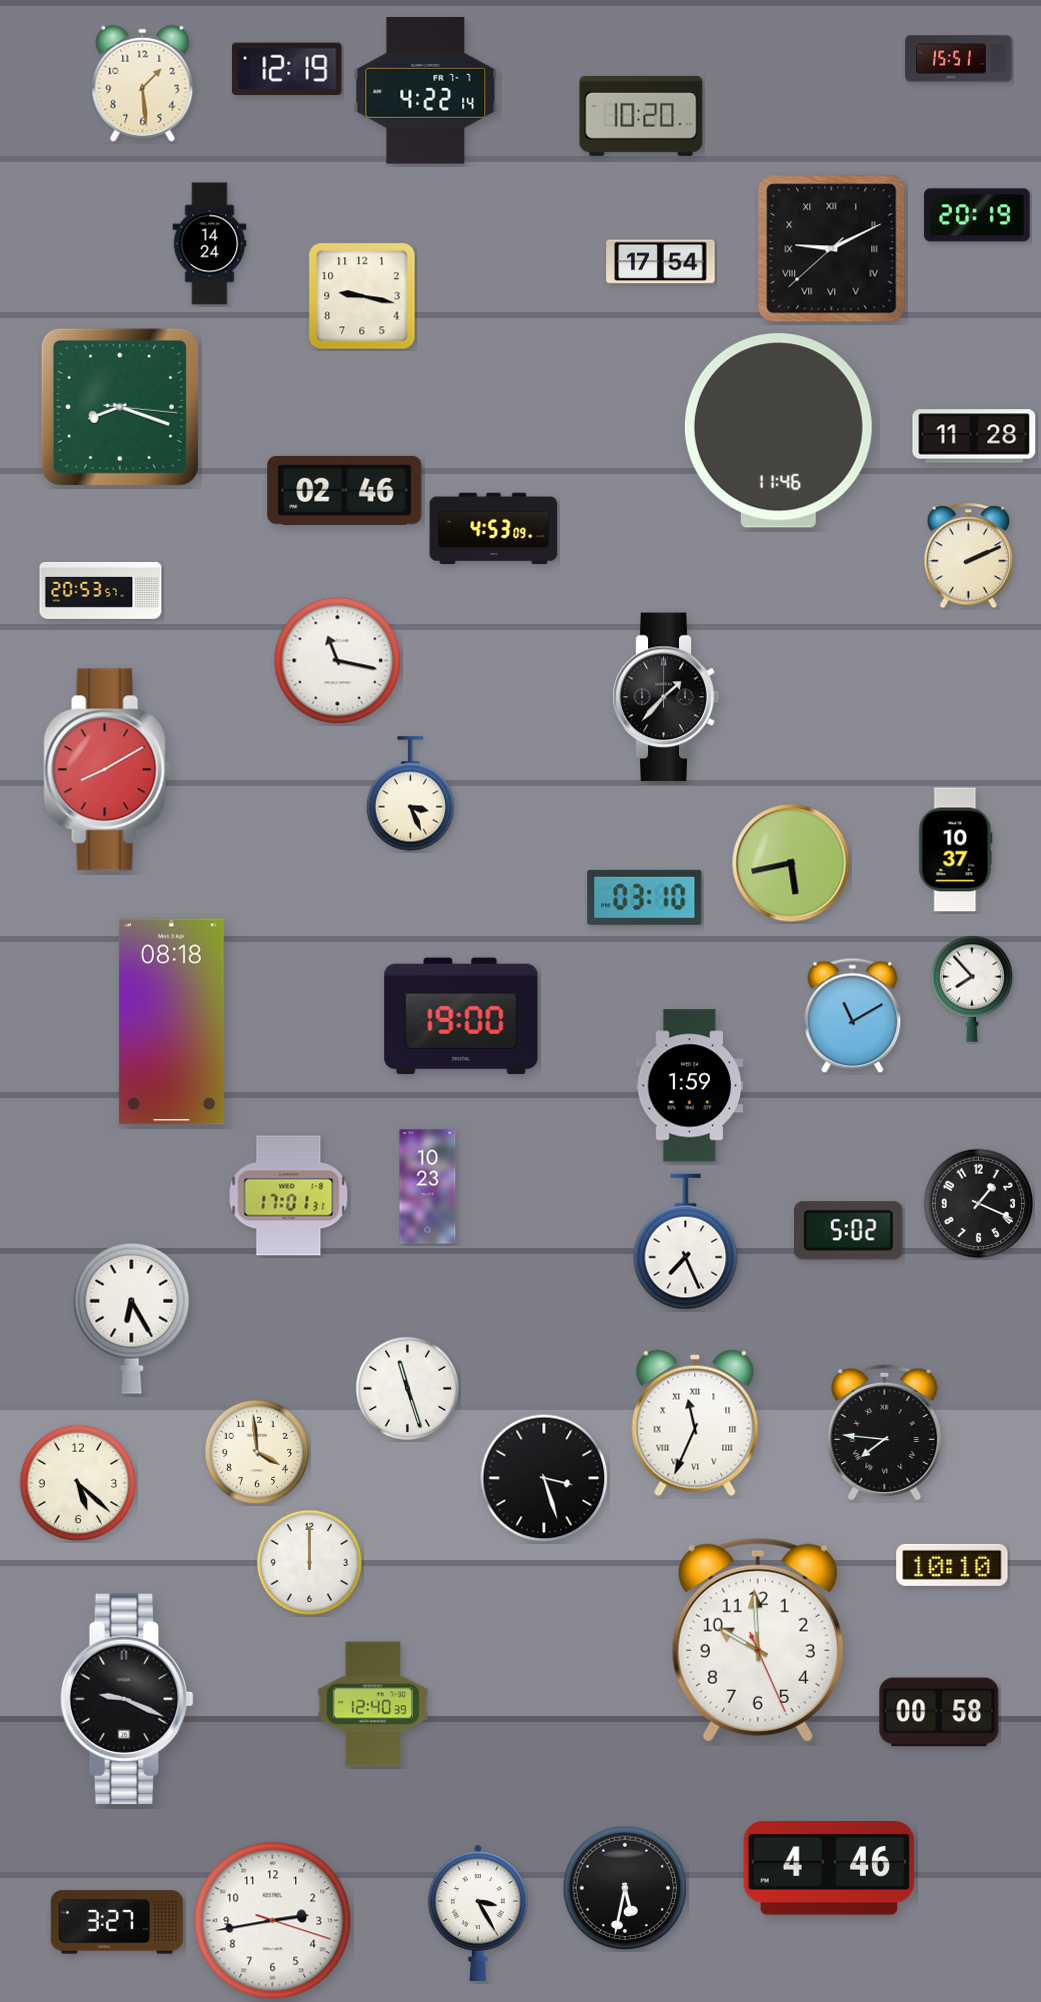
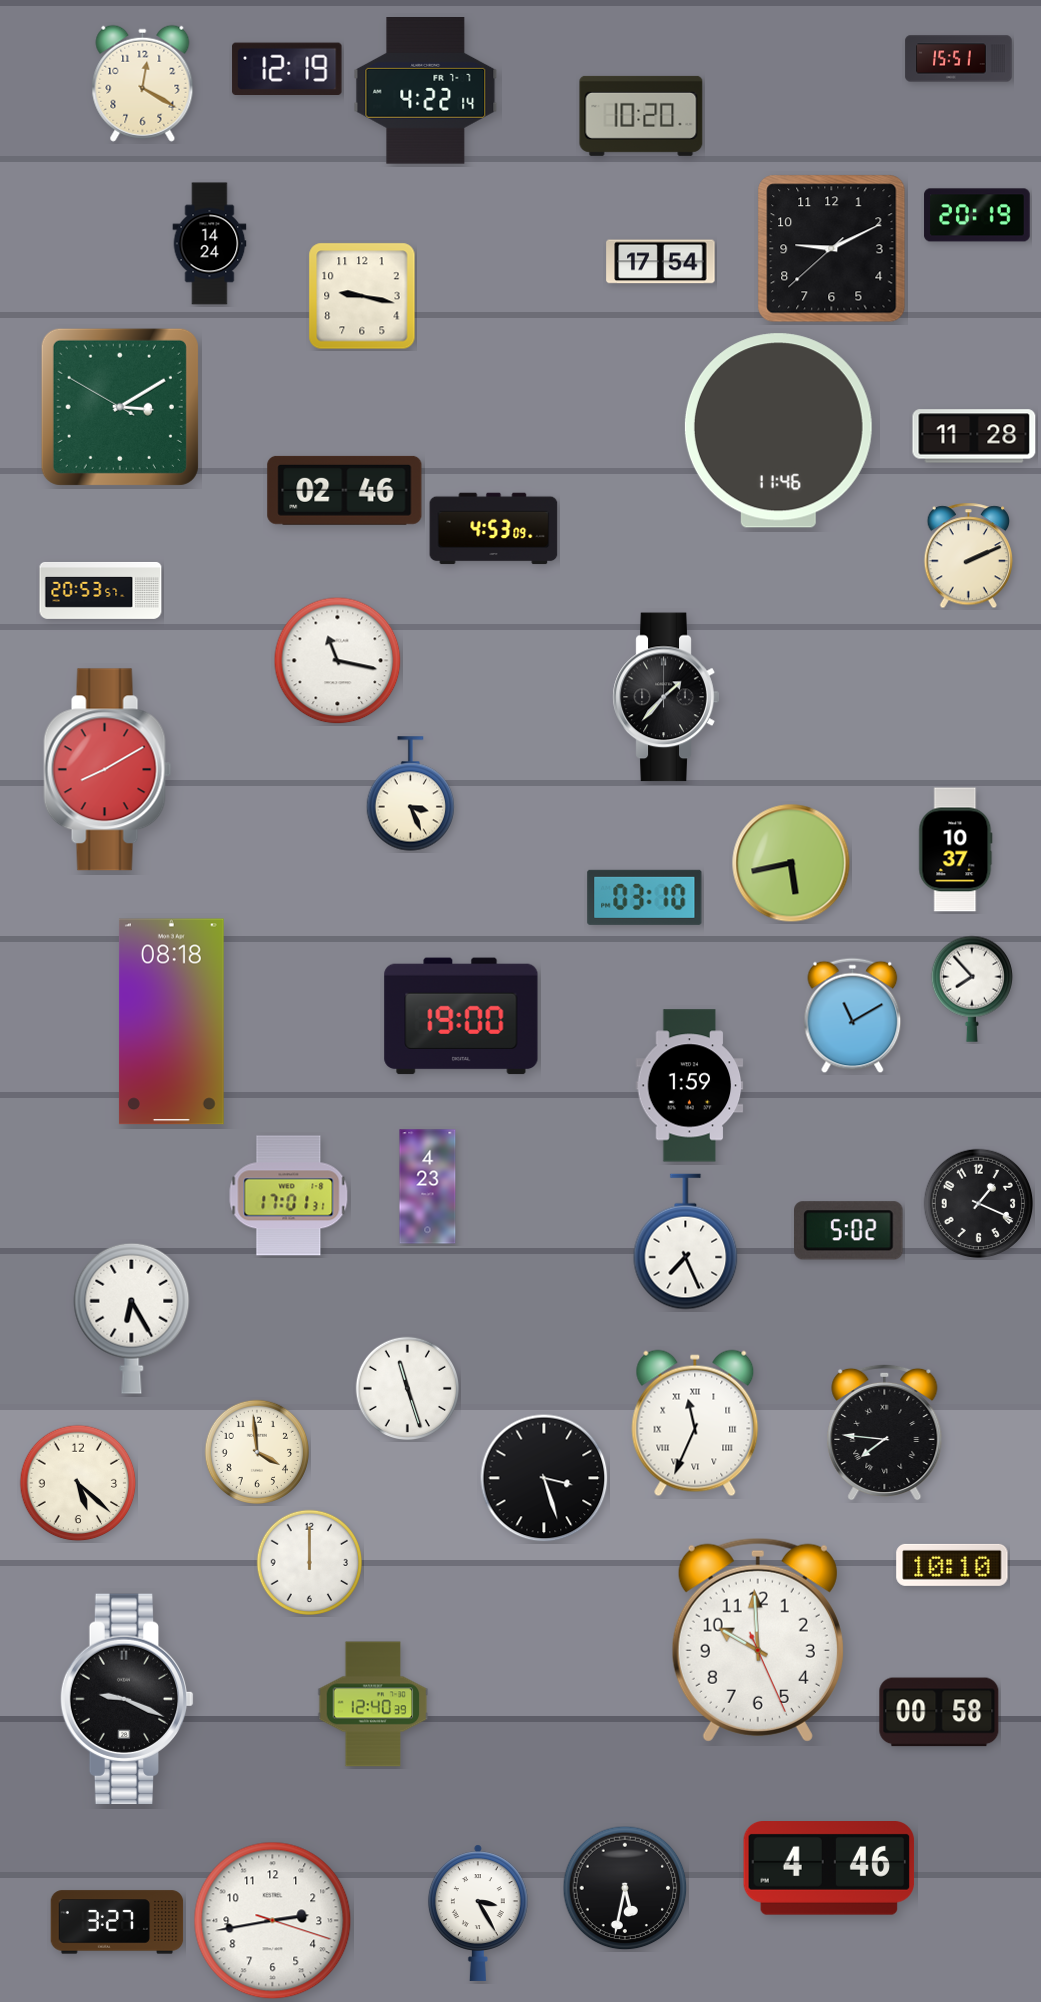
clock at (143, 83): 1:29 -> 12:20
clock at (832, 249) numerals: Roman -> Arabic
clock at (120, 407): 8:18 -> 3:09
clock at (428, 1187): 10:23 -> 4:23
